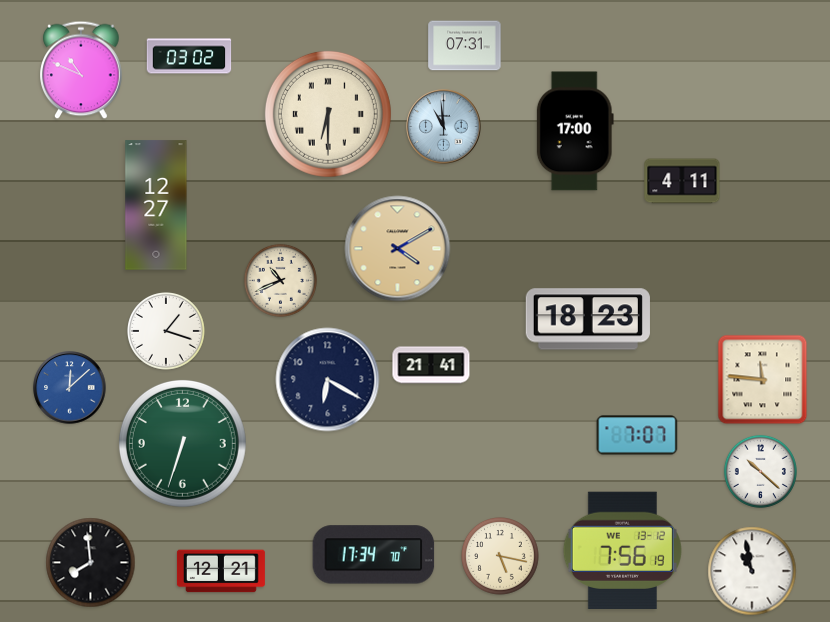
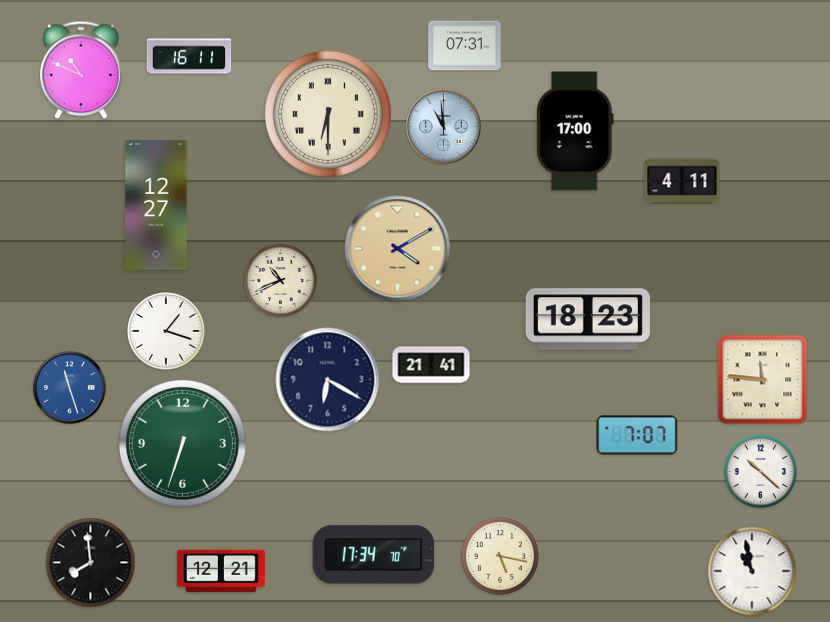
clock at (189, 56): 03:02 -> 16:11
clock at (70, 388): 12:08 -> 11:27
clock at (622, 550): 7:56 -> none
